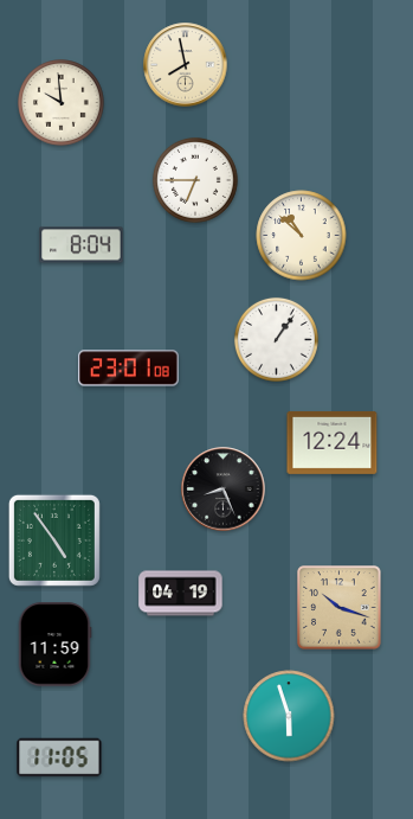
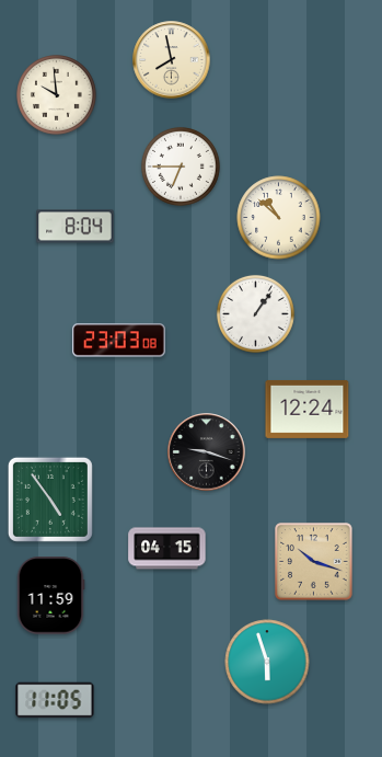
clock at (129, 369): 23:01 -> 23:03
clock at (224, 490): 8:26 -> 9:18
clock at (181, 594): 04:19 -> 04:15
